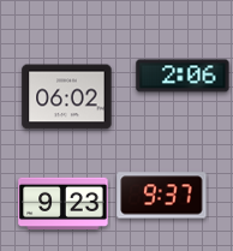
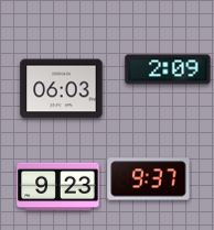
clock at (183, 76): 2:06 -> 2:09
clock at (67, 97): 06:02 -> 06:03
